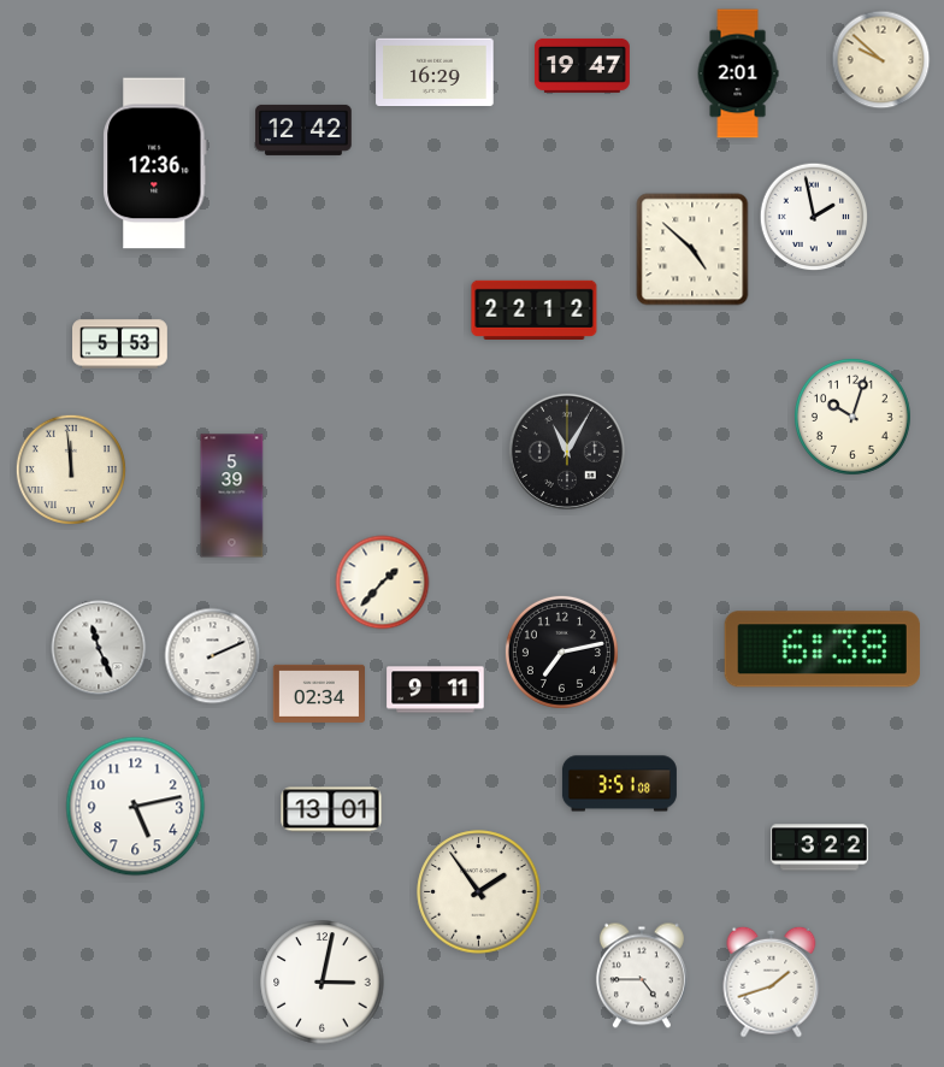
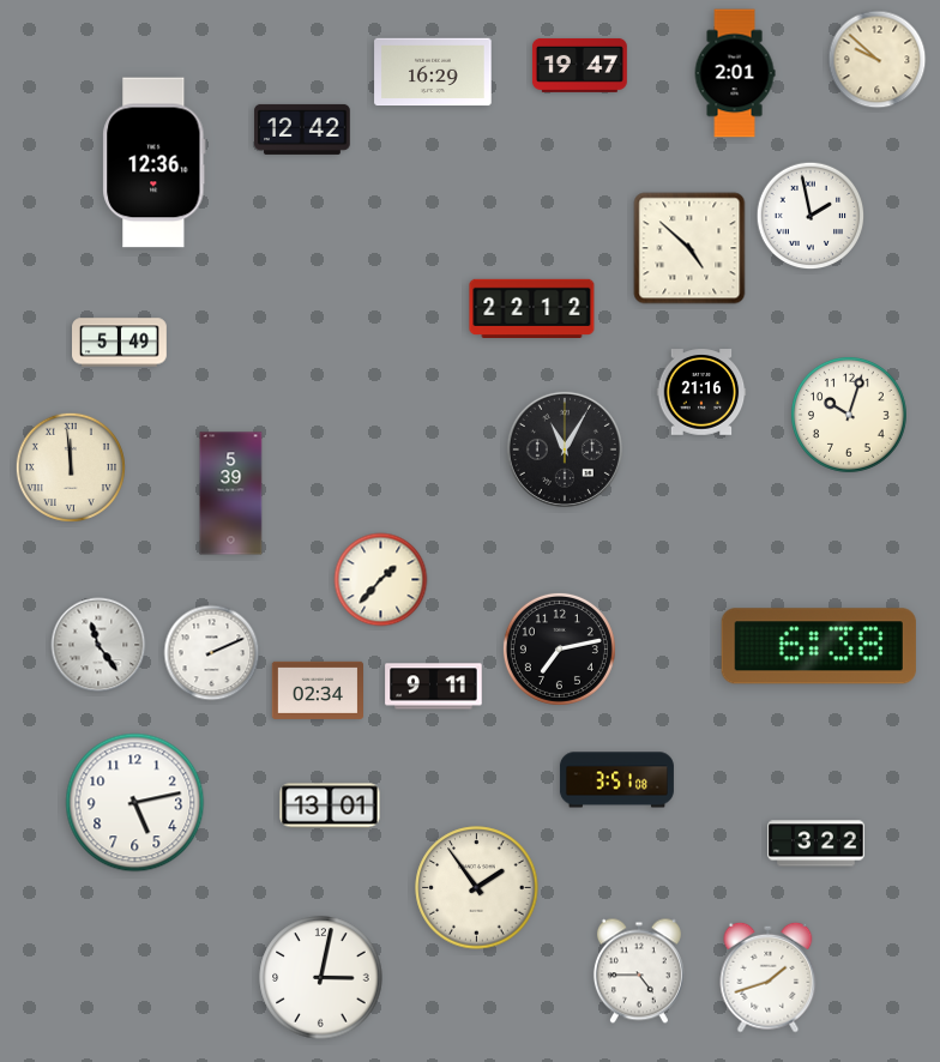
clock at (120, 344): 5:53 -> 5:49
clock at (701, 392): none -> 21:16
clock at (99, 648): 11:26 -> 11:24
